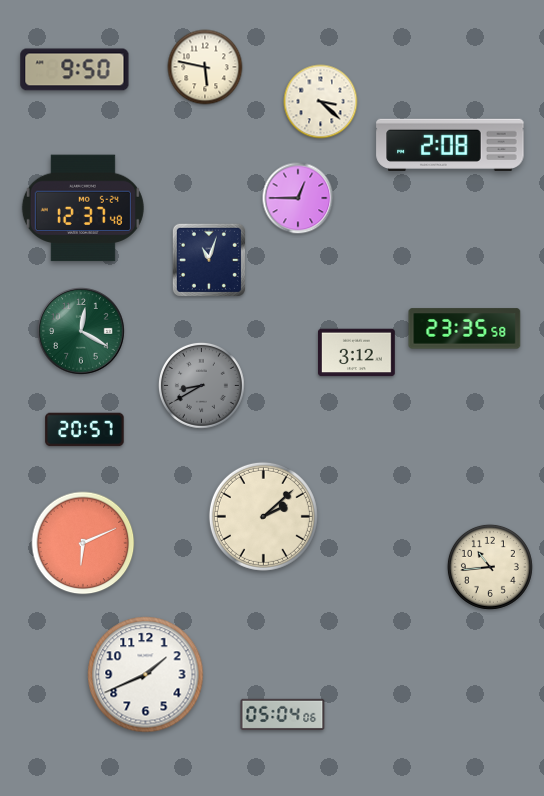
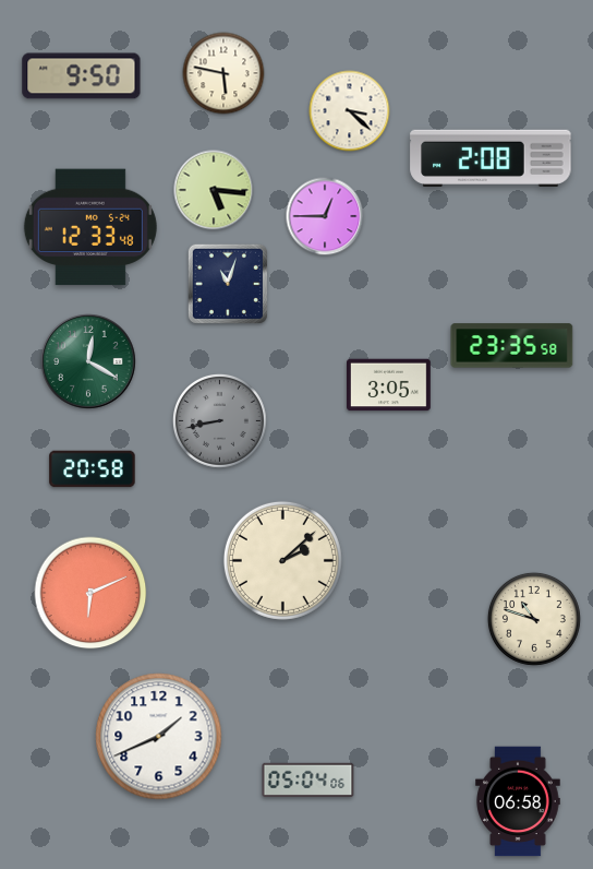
clock at (214, 190): none -> 5:16
clock at (83, 208): 12:37 -> 12:33
clock at (465, 329) position: (465, 329) -> (512, 346)
clock at (357, 353): 3:12 -> 3:05
clock at (201, 385): 8:40 -> 8:43
clock at (85, 430): 20:57 -> 20:58
clock at (263, 516) position: (263, 516) -> (282, 560)
clock at (490, 567): 10:44 -> 10:48
clock at (518, 801): none -> 06:58
